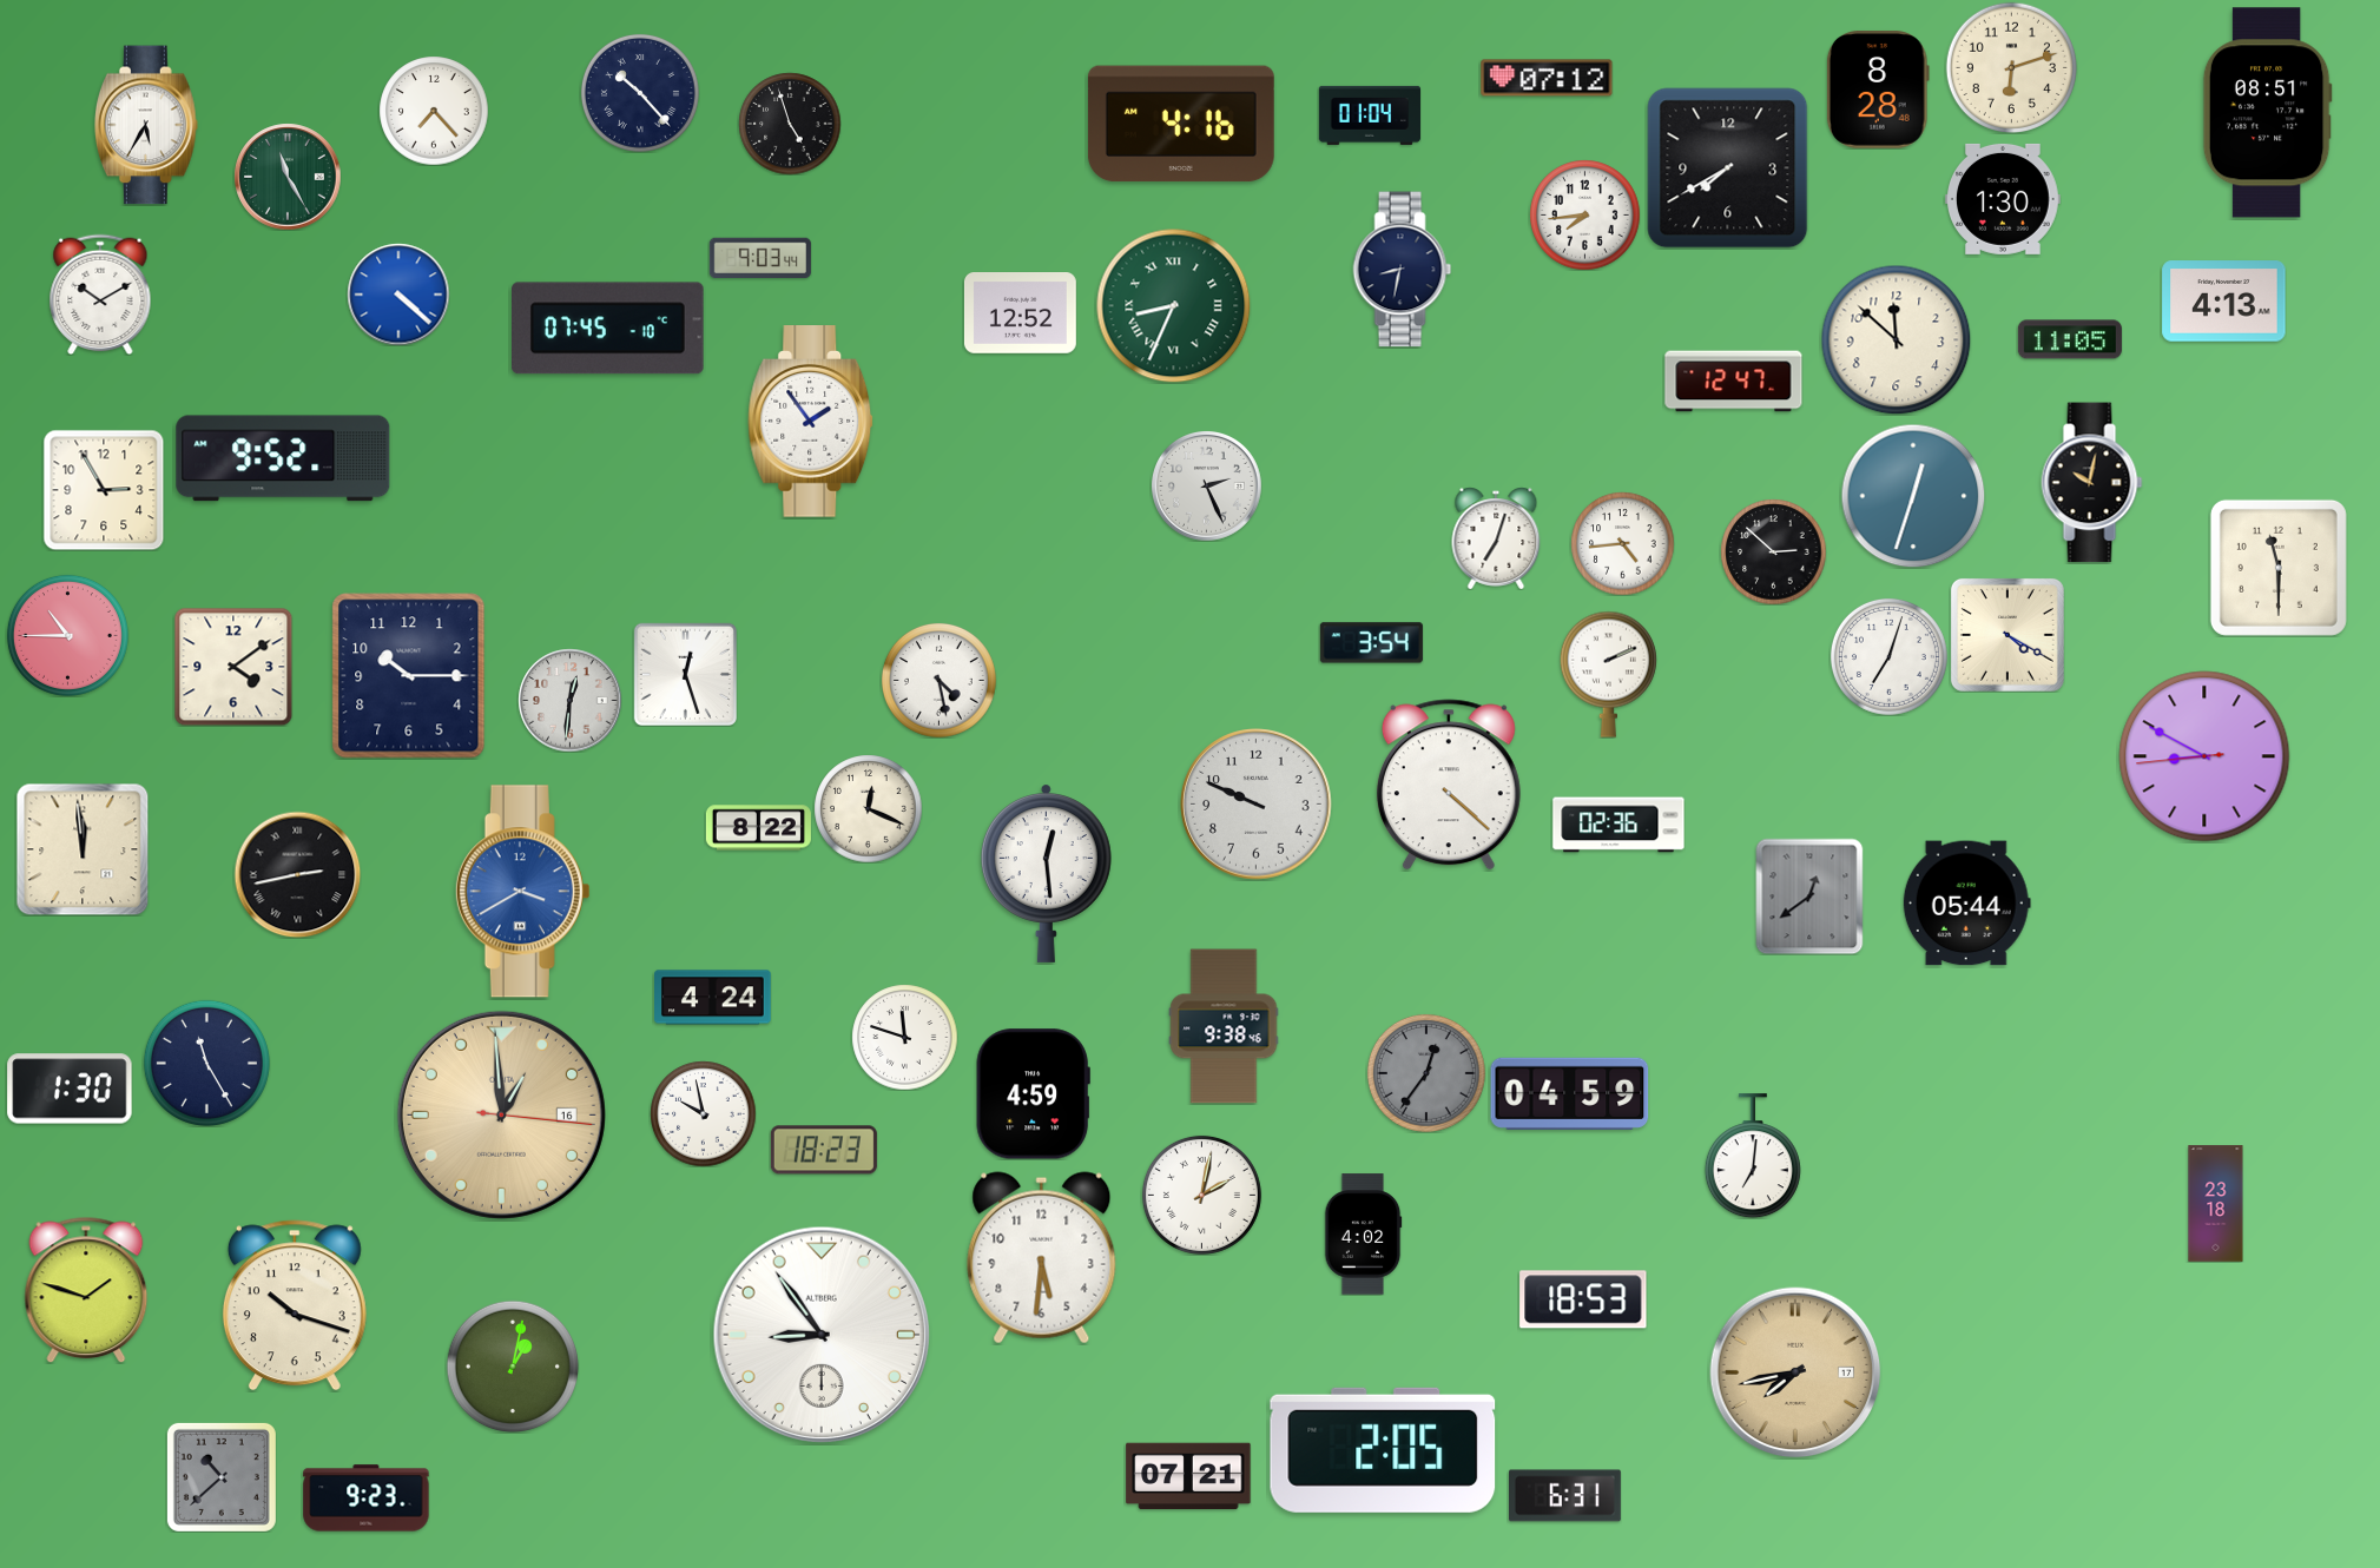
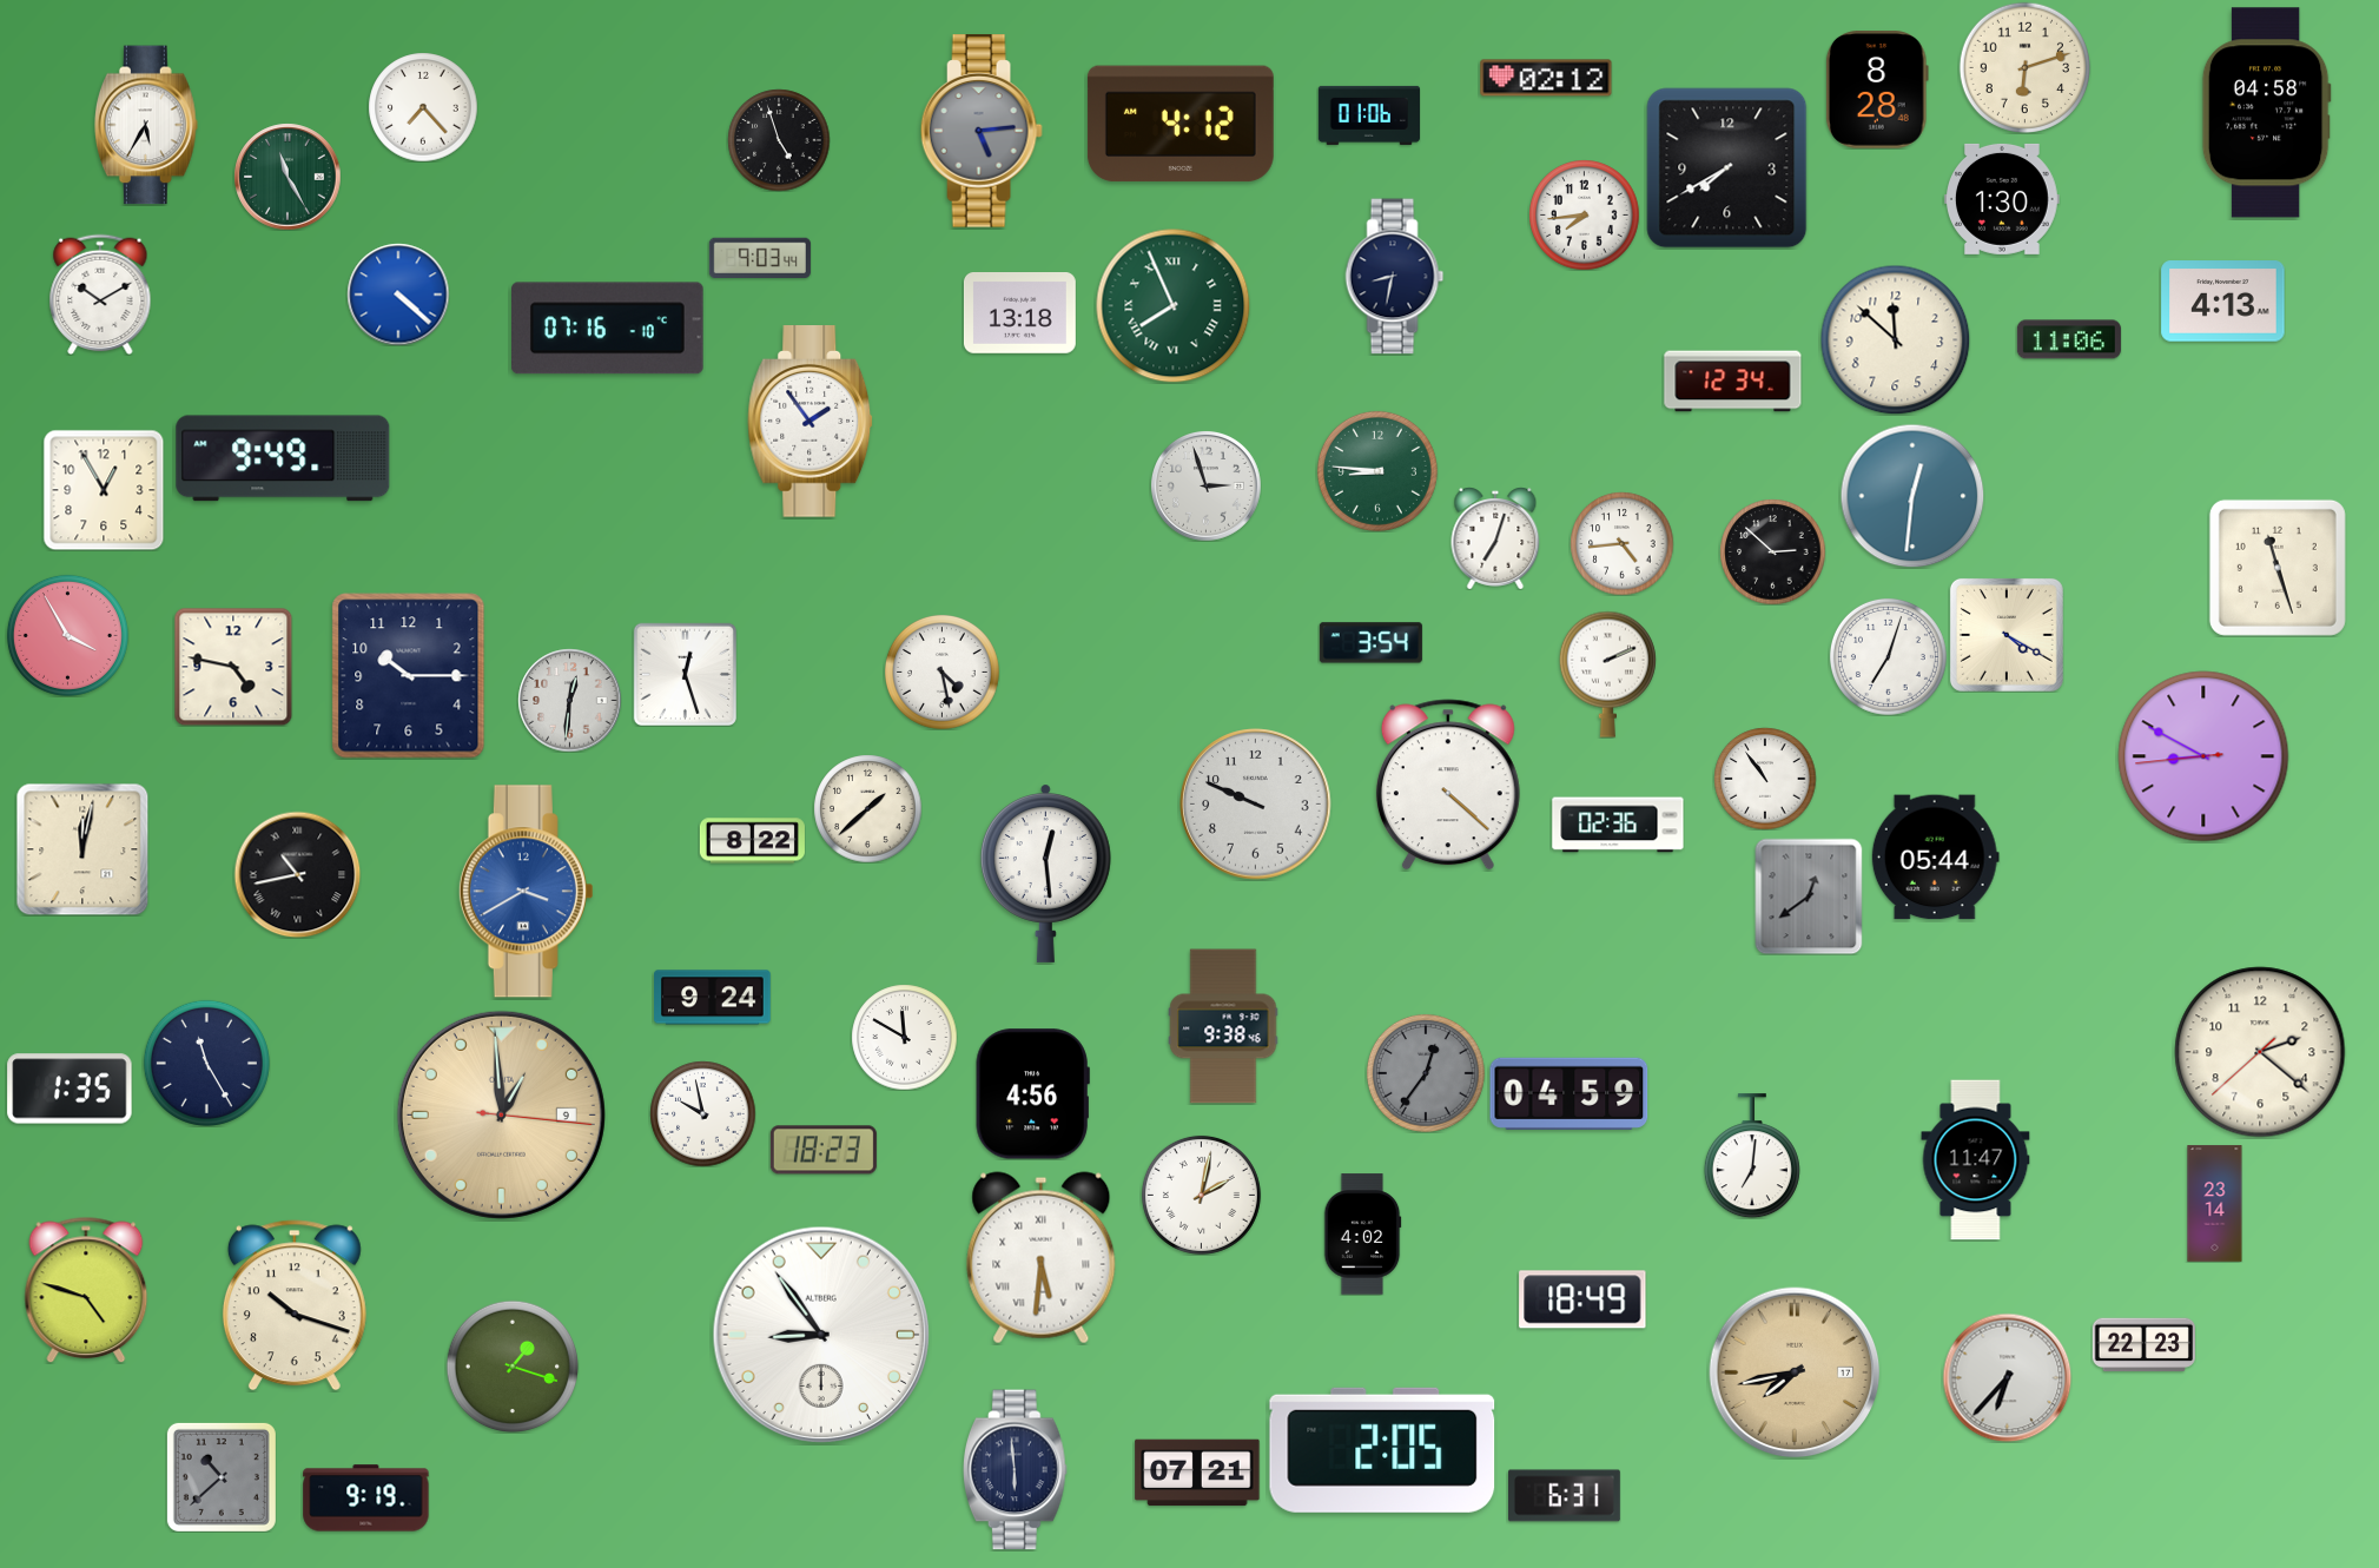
clock at (2011, 67) position: (2011, 67) -> (2024, 67)
clock at (1547, 78): 07:12 -> 02:12
clock at (640, 93): 10:23 -> none
clock at (434, 111) position: (434, 111) -> (423, 107)
clock at (2267, 113): 08:51 -> 04:58
clock at (1369, 115): 01:04 -> 01:06
clock at (790, 124) position: (790, 124) -> (779, 140)
clock at (1181, 124): 4:16 -> 4:12
clock at (982, 131): none -> 5:14
clock at (1403, 270) position: (1403, 270) -> (1395, 277)
clock at (1174, 306): 8:34 -> 7:56
clock at (1020, 313): 12:52 -> 13:18
clock at (608, 329): 07:45 -> 07:16
clock at (2070, 339): 11:05 -> 11:06
clock at (1734, 382): 12:47 -> 12:34
clock at (283, 458): 9:52 -> 9:49
clock at (1377, 471): none -> 8:46
clock at (2092, 483): 10:02 -> none
clock at (1207, 487): 2:26 -> 2:57
clock at (104, 490): 2:55 -> 12:55
clock at (1913, 496): 12:33 -> 12:31
clock at (2279, 568): 11:30 -> 11:27
clock at (67, 635): 10:45 -> 3:55
clock at (233, 667): 4:09 -> 4:47
clock at (938, 680) position: (938, 680) -> (941, 671)
clock at (1765, 779): none -> 10:54
clock at (868, 808): 12:19 -> 1:38
clock at (758, 828) position: (758, 828) -> (752, 841)
clock at (83, 849): 11:59 -> 12:02
clock at (297, 874): 2:43 -> 10:43
clock at (522, 892) position: (522, 892) -> (526, 892)
clock at (1966, 904) position: (1966, 904) -> (1935, 858)
clock at (713, 998): 4:24 -> 9:24
clock at (904, 1037): 11:48 -> 11:50
clock at (2260, 1052): none -> 2:21
clock at (70, 1089): 1:30 -> 1:35
clock at (1033, 1094): 4:59 -> 4:56
clock at (501, 1114) date: 16 -> 9
clock at (1976, 1160): none -> 11:47
clock at (2216, 1204): 23:18 -> 23:14
clock at (1042, 1258) numerals: Arabic -> Roman
clock at (86, 1290): 1:48 -> 4:48
clock at (1583, 1299): 18:53 -> 18:49
clock at (2143, 1345): none -> 22:23
clock at (512, 1365): 1:02 -> 1:18
clock at (2007, 1377): none -> 6:37
clock at (1016, 1470): none -> 5:59
clock at (1188, 1476) position: (1188, 1476) -> (1197, 1473)
clock at (367, 1498): 9:23 -> 9:19
